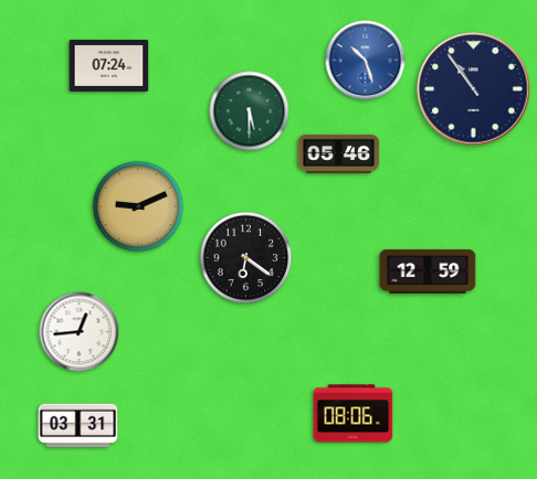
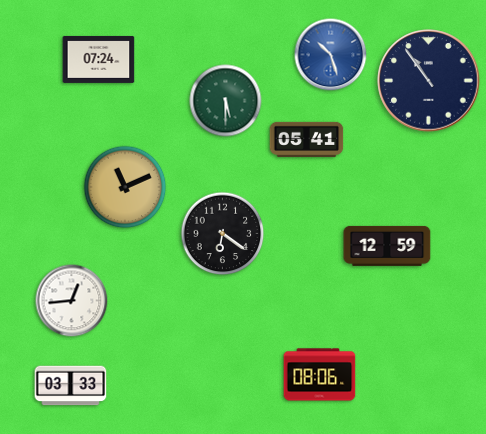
clock at (339, 153): 05:46 -> 05:41
clock at (138, 206): 9:11 -> 11:11
clock at (78, 426): 03:31 -> 03:33
